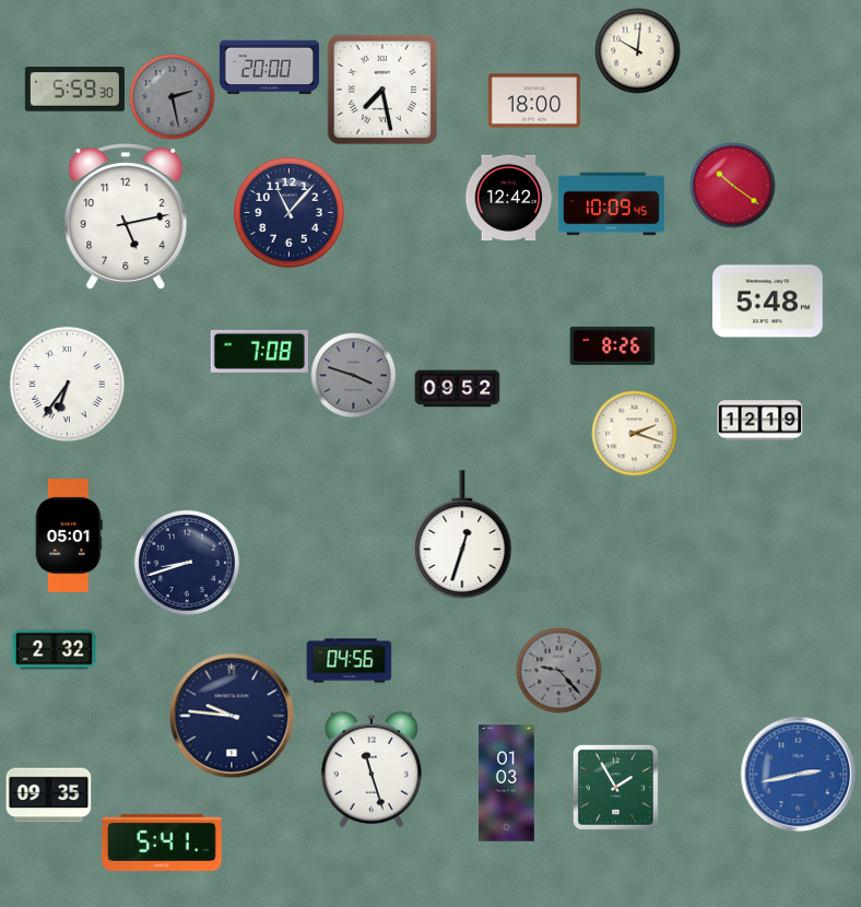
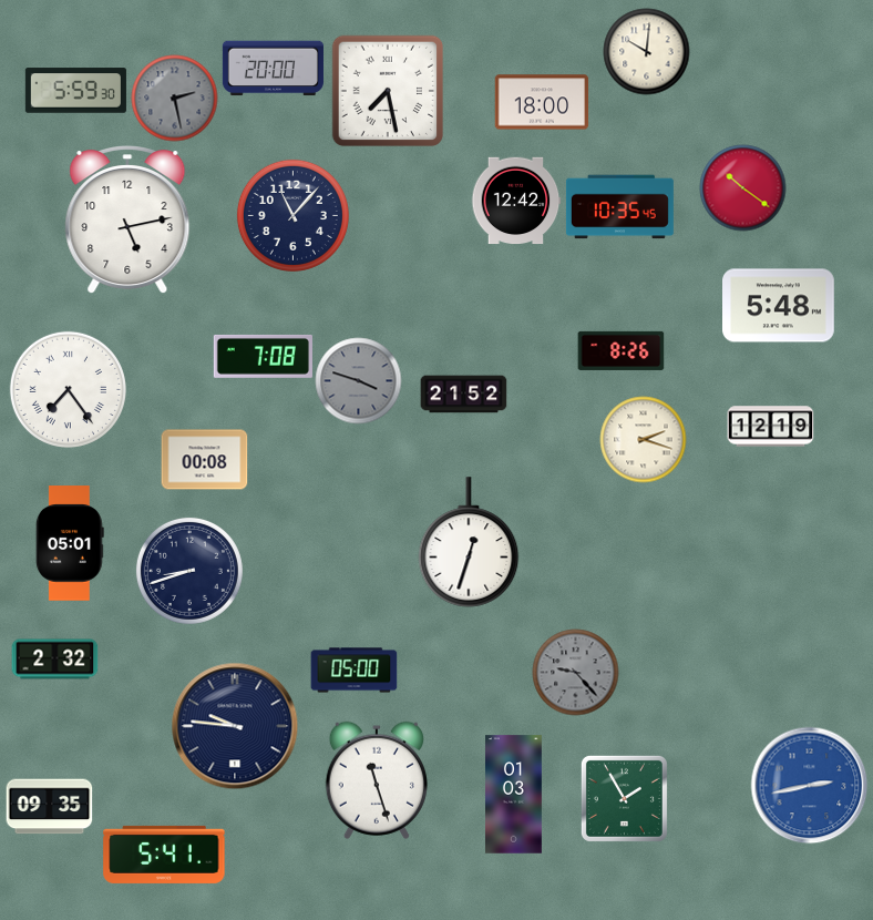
clock at (611, 204): 10:09 -> 10:35
clock at (67, 384): 6:36 -> 7:24
clock at (457, 389): 09:52 -> 21:52
clock at (204, 460): none -> 00:08
clock at (349, 661): 04:56 -> 05:00
clock at (558, 670) position: (558, 670) -> (575, 672)
